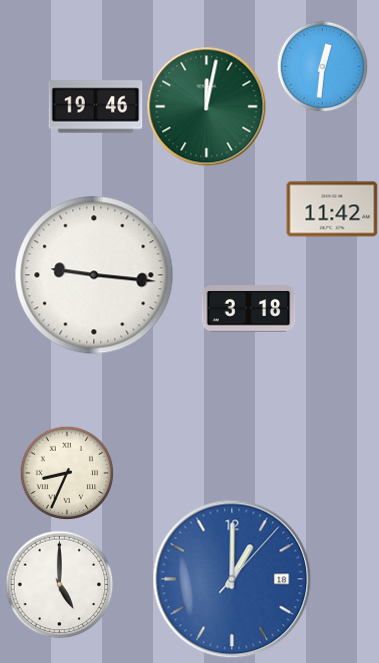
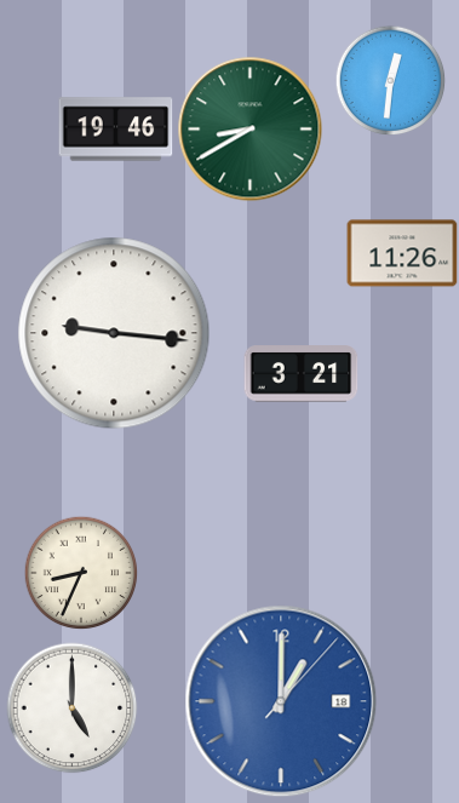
clock at (207, 107): 12:02 -> 8:40
clock at (332, 209): 11:42 -> 11:26
clock at (249, 309): 3:18 -> 3:21
